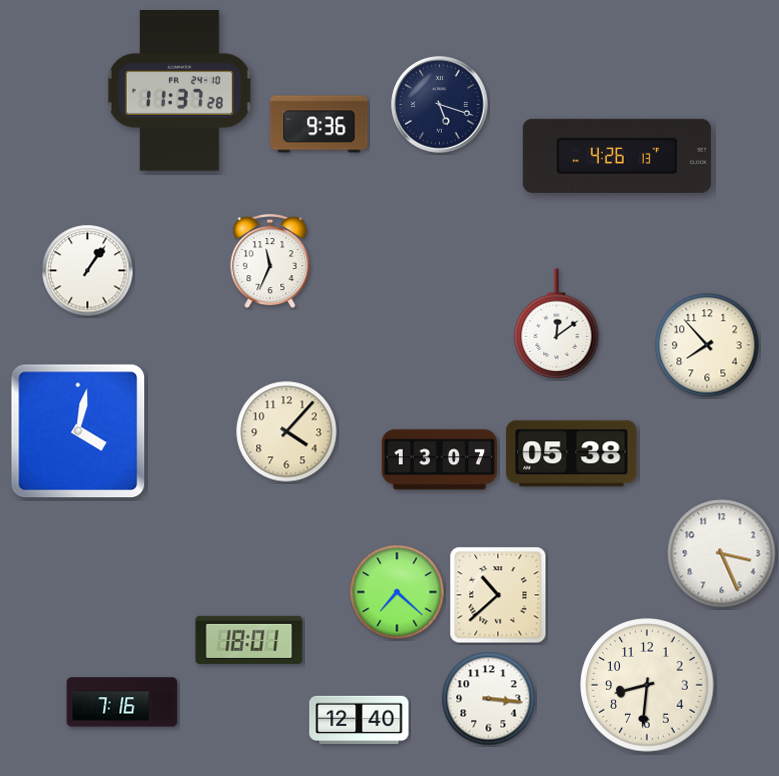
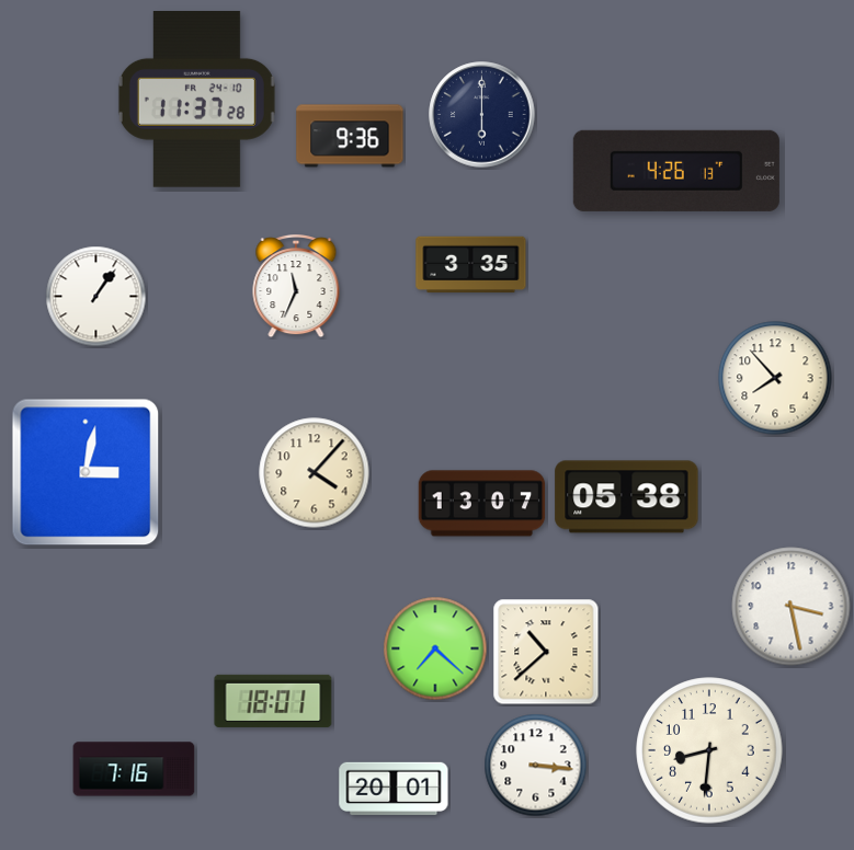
clock at (440, 105): 5:18 -> 6:00
clock at (471, 265): none -> 3:35
clock at (557, 324): 12:09 -> none
clock at (78, 431): 4:02 -> 3:02
clock at (722, 554): 3:26 -> 3:28
clock at (359, 720): 12:40 -> 20:01
